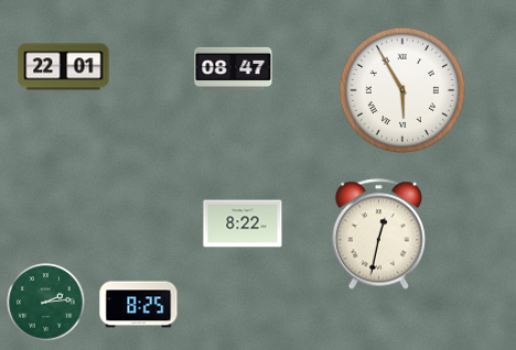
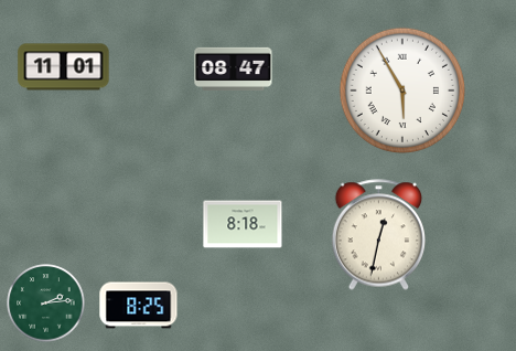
clock at (64, 67): 22:01 -> 11:01
clock at (243, 223): 8:22 -> 8:18
